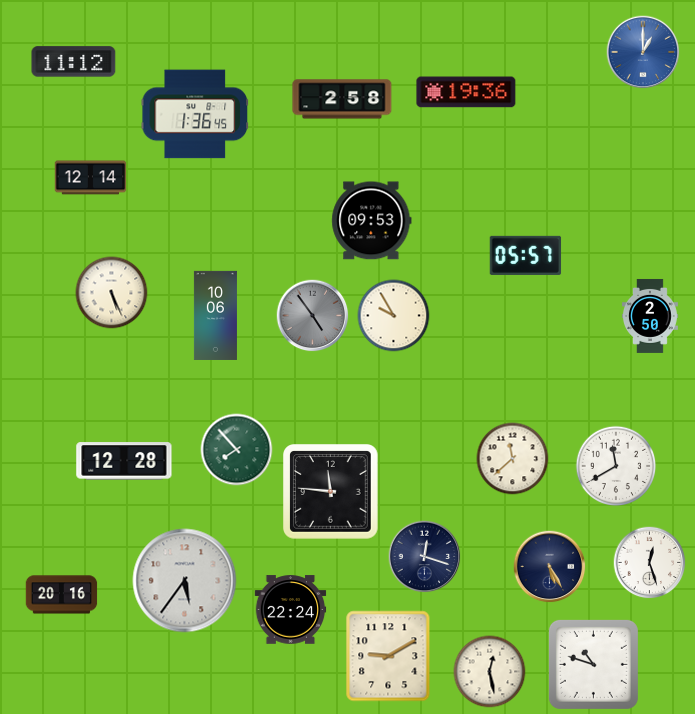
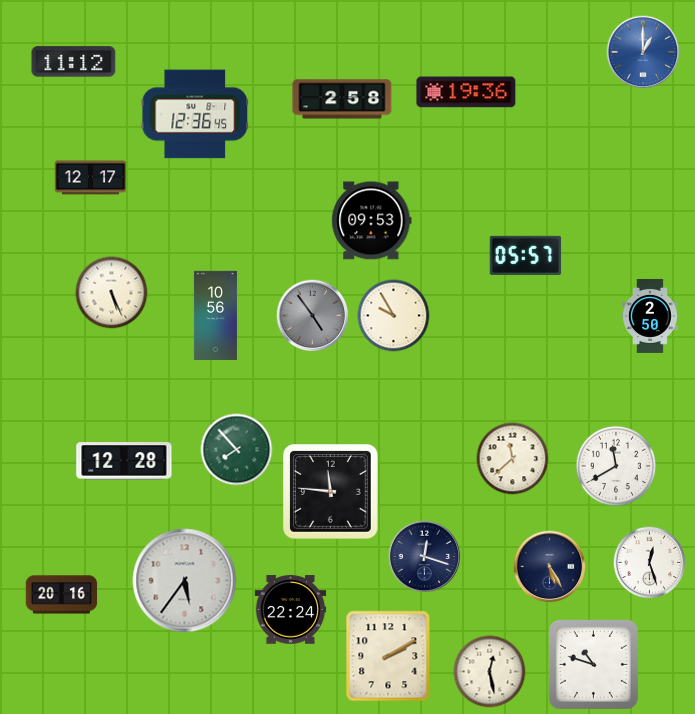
clock at (195, 114): 1:36 -> 12:36
clock at (91, 178): 12:14 -> 12:17
clock at (215, 315): 10:06 -> 10:56
clock at (388, 656): 9:10 -> 2:10
